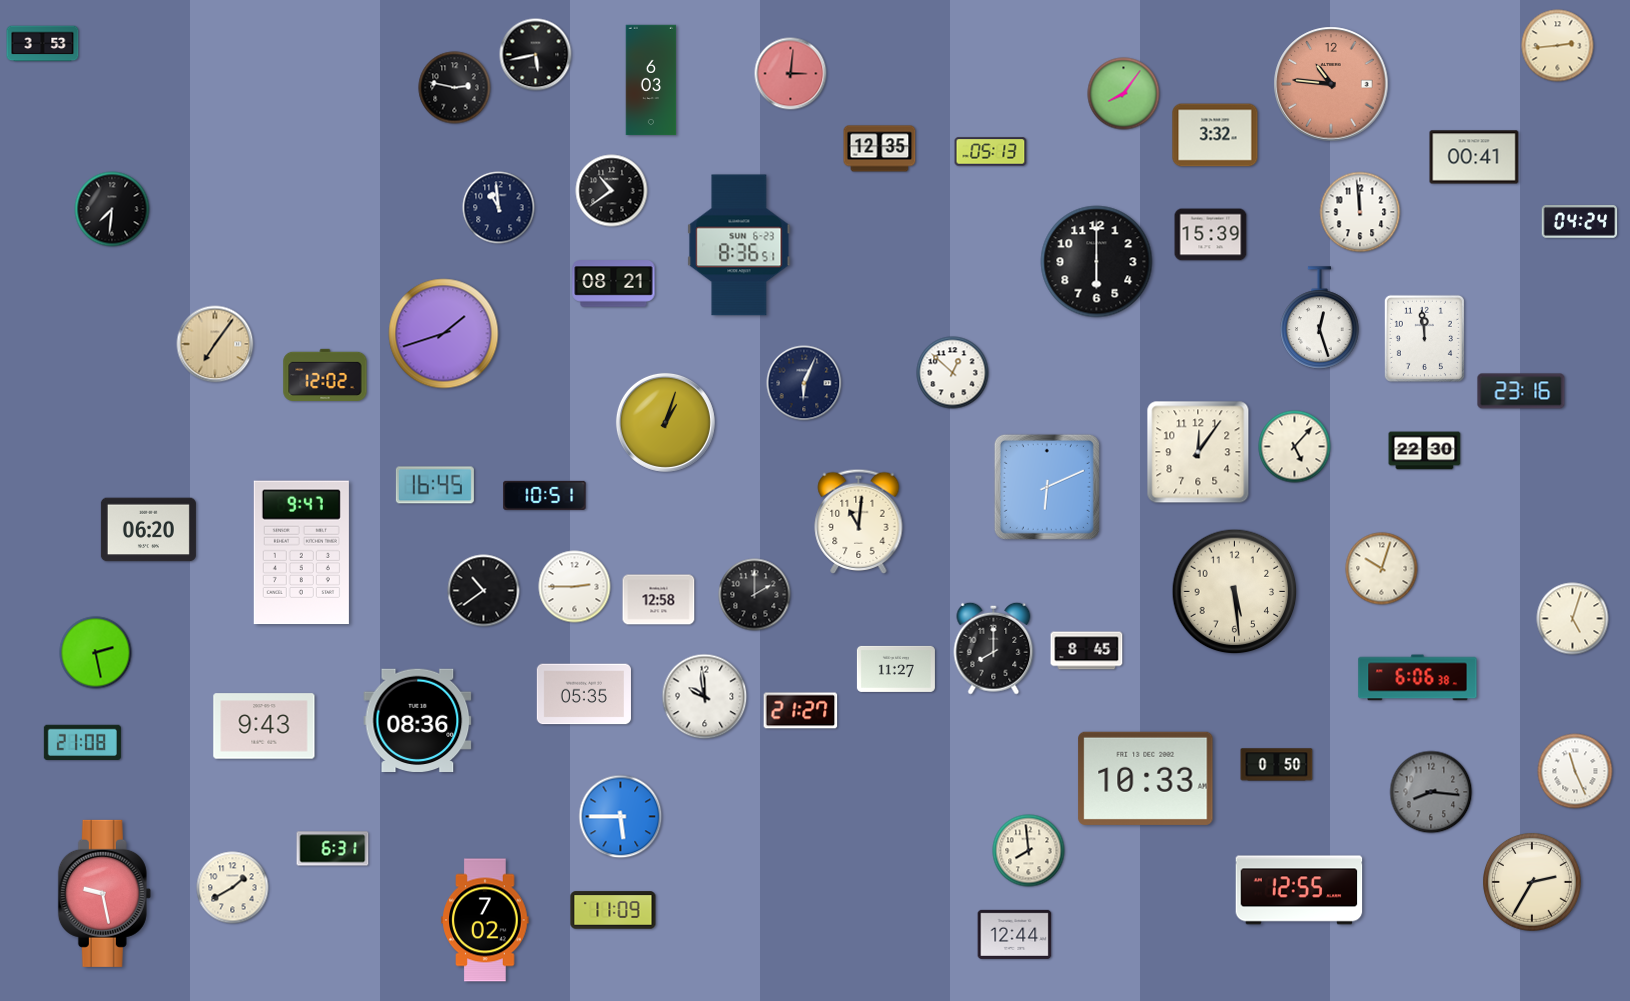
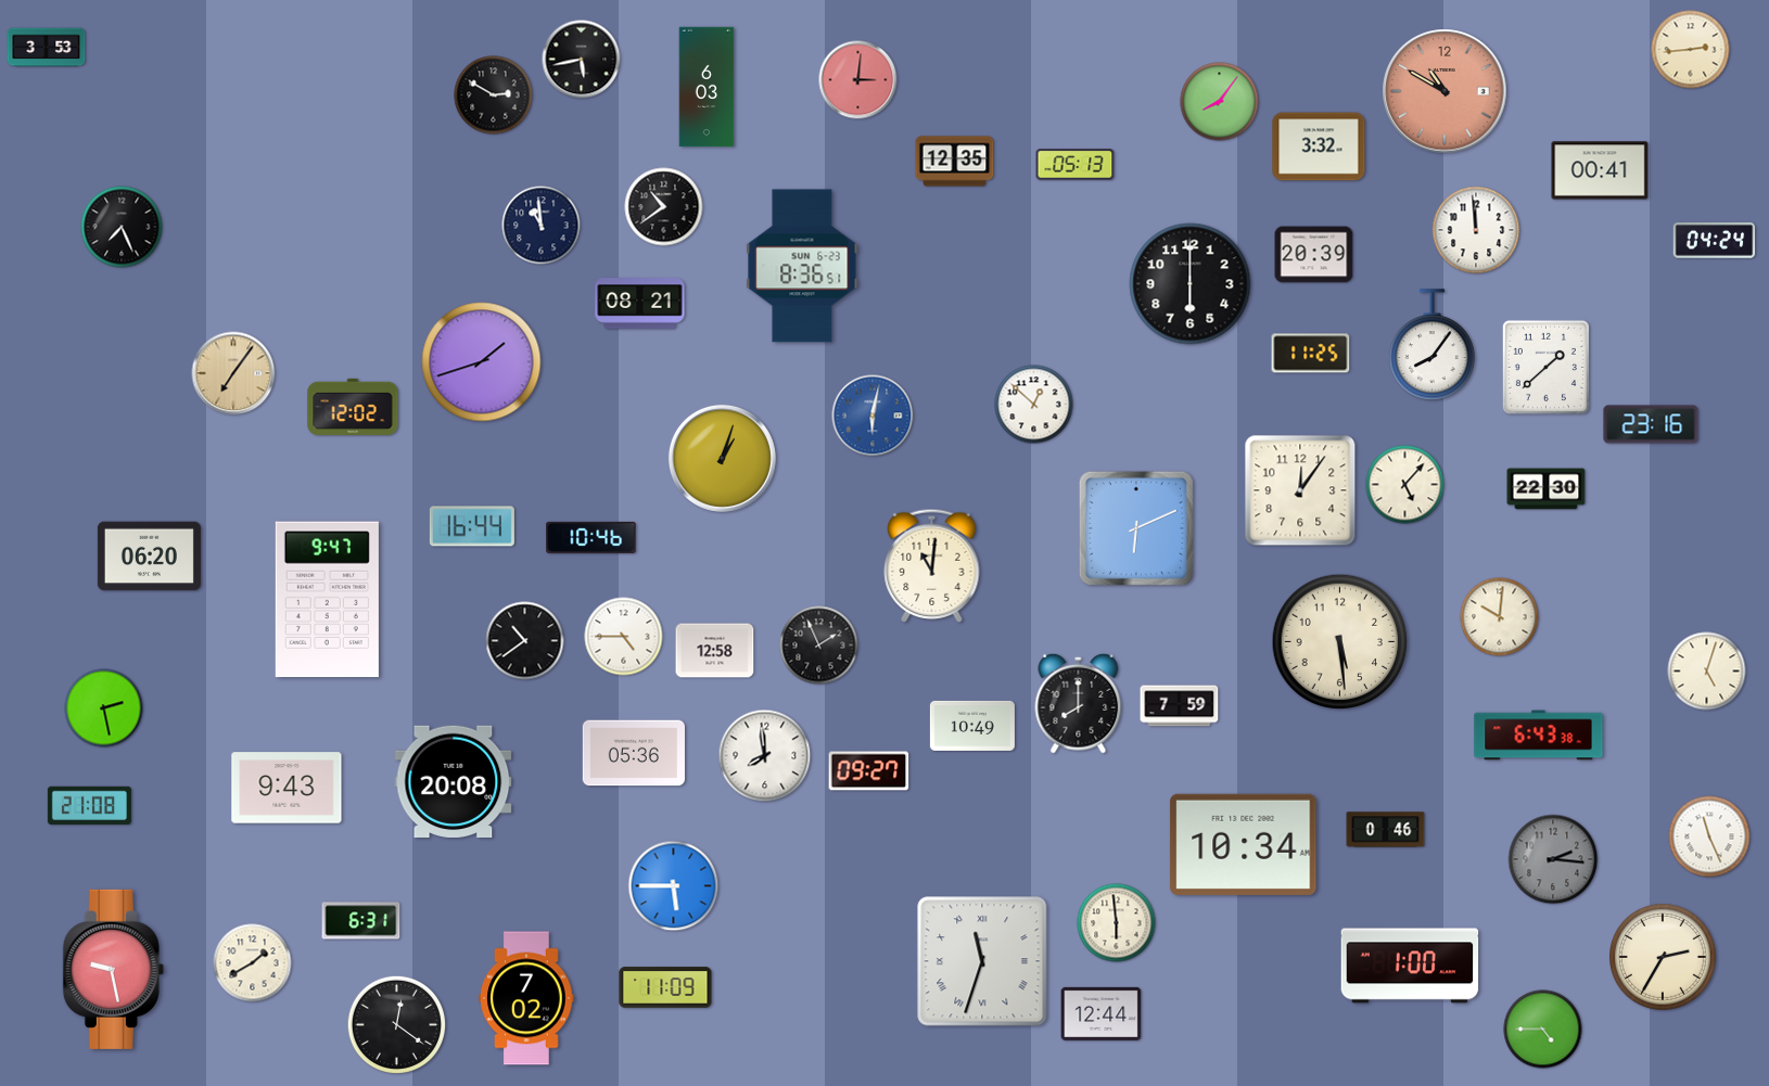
clock at (1331, 84): 10:46 -> 10:50
clock at (455, 88): 2:47 -> 2:50
clock at (112, 209): 7:31 -> 7:26
clock at (1211, 235): 15:39 -> 20:39
clock at (614, 284) position: (614, 284) -> (640, 304)
clock at (1320, 318): 12:27 -> 8:06
clock at (1311, 354): none -> 11:25
clock at (1424, 338): 11:59 -> 1:38
clock at (804, 383): 6:04 -> 6:02
clock at (804, 383) dial: navy -> blue
clock at (435, 485): 16:45 -> 16:44
clock at (545, 495): 10:51 -> 10:46
clock at (148, 530) position: (148, 530) -> (149, 557)
clock at (1382, 569): 10:03 -> 10:01
clock at (575, 587): 2:45 -> 4:45
clock at (755, 595): 2:00 -> 1:56
clock at (1087, 651): 8:45 -> 7:59
clock at (896, 669): 11:27 -> 10:49
clock at (1418, 678): 6:06 -> 6:43
clock at (584, 694): 05:35 -> 05:36
clock at (705, 697): 9:59 -> 7:59
clock at (801, 711): 21:27 -> 09:27
clock at (418, 721): 08:36 -> 20:08
clock at (1277, 765): 0:50 -> 0:46
clock at (1146, 778): 10:33 -> 10:34
clock at (1431, 792): 8:16 -> 2:16
clock at (1029, 851): 7:59 -> 5:59
clock at (982, 961): none -> 11:33
clock at (1299, 890): 12:55 -> 1:00
clock at (397, 1025): none -> 12:21
clock at (1543, 1030): none -> 4:45
